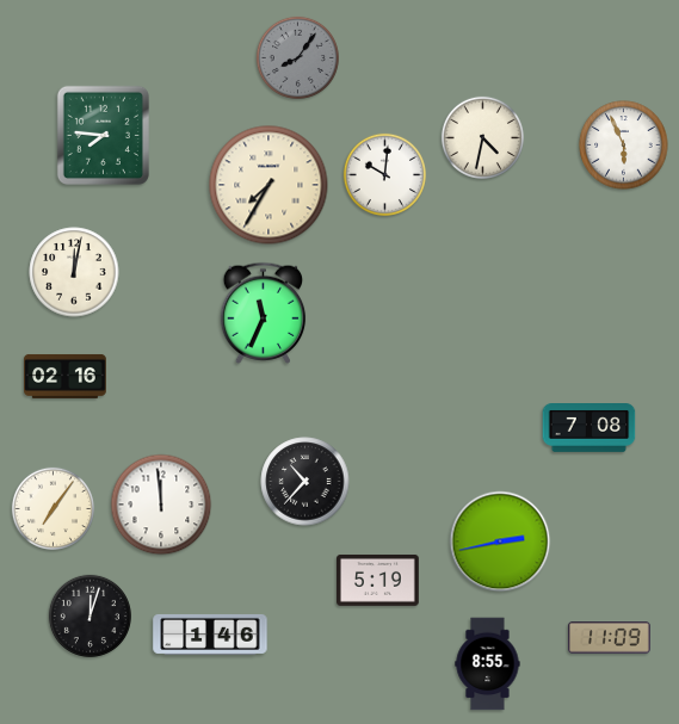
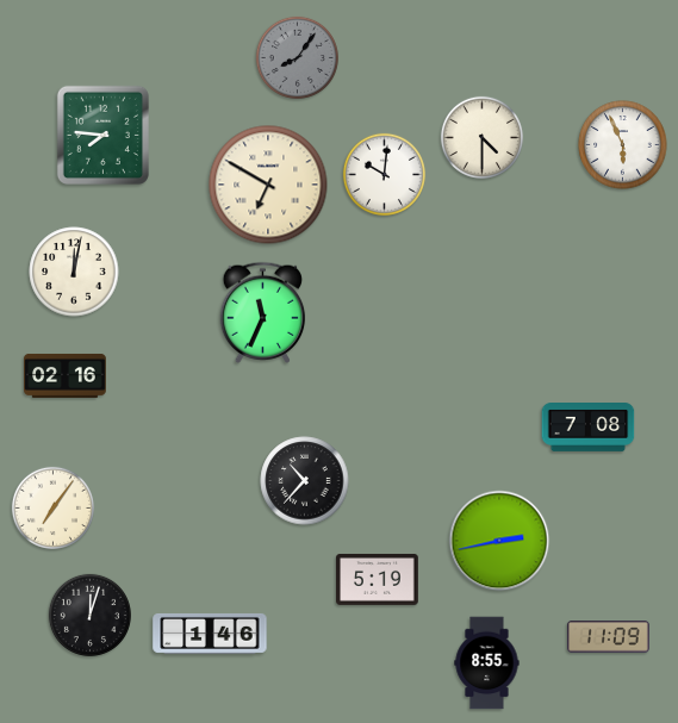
clock at (482, 137): 4:32 -> 4:30
clock at (268, 185): 7:35 -> 6:50
clock at (161, 505): 11:59 -> none
